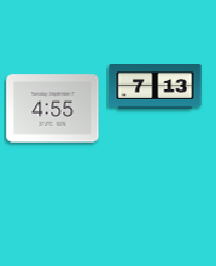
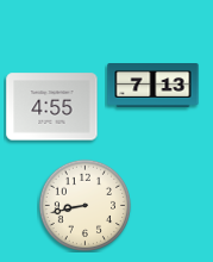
clock at (84, 205): none -> 8:43
